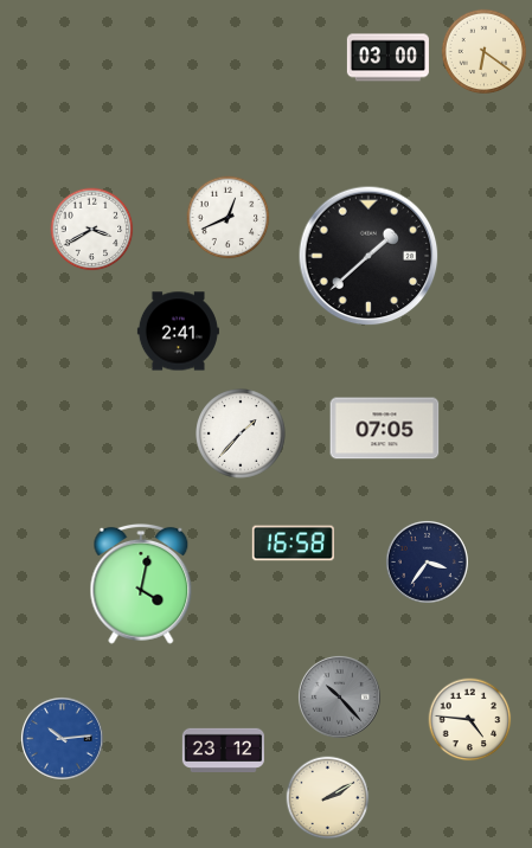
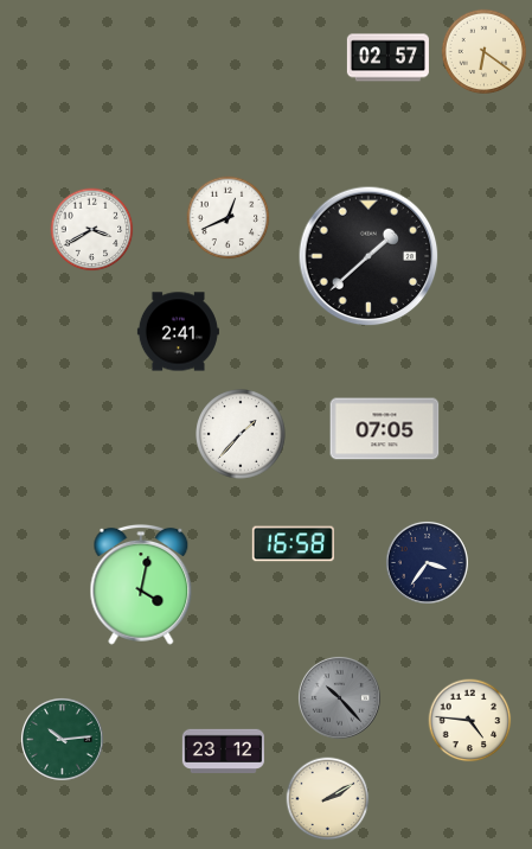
clock at (387, 58): 03:00 -> 02:57
clock at (62, 738) dial: blue -> green
